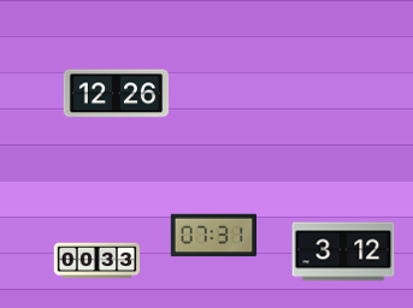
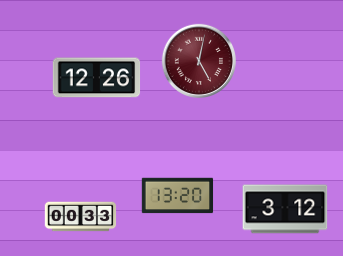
clock at (198, 60): none -> 5:02
clock at (214, 236): 07:31 -> 13:20
